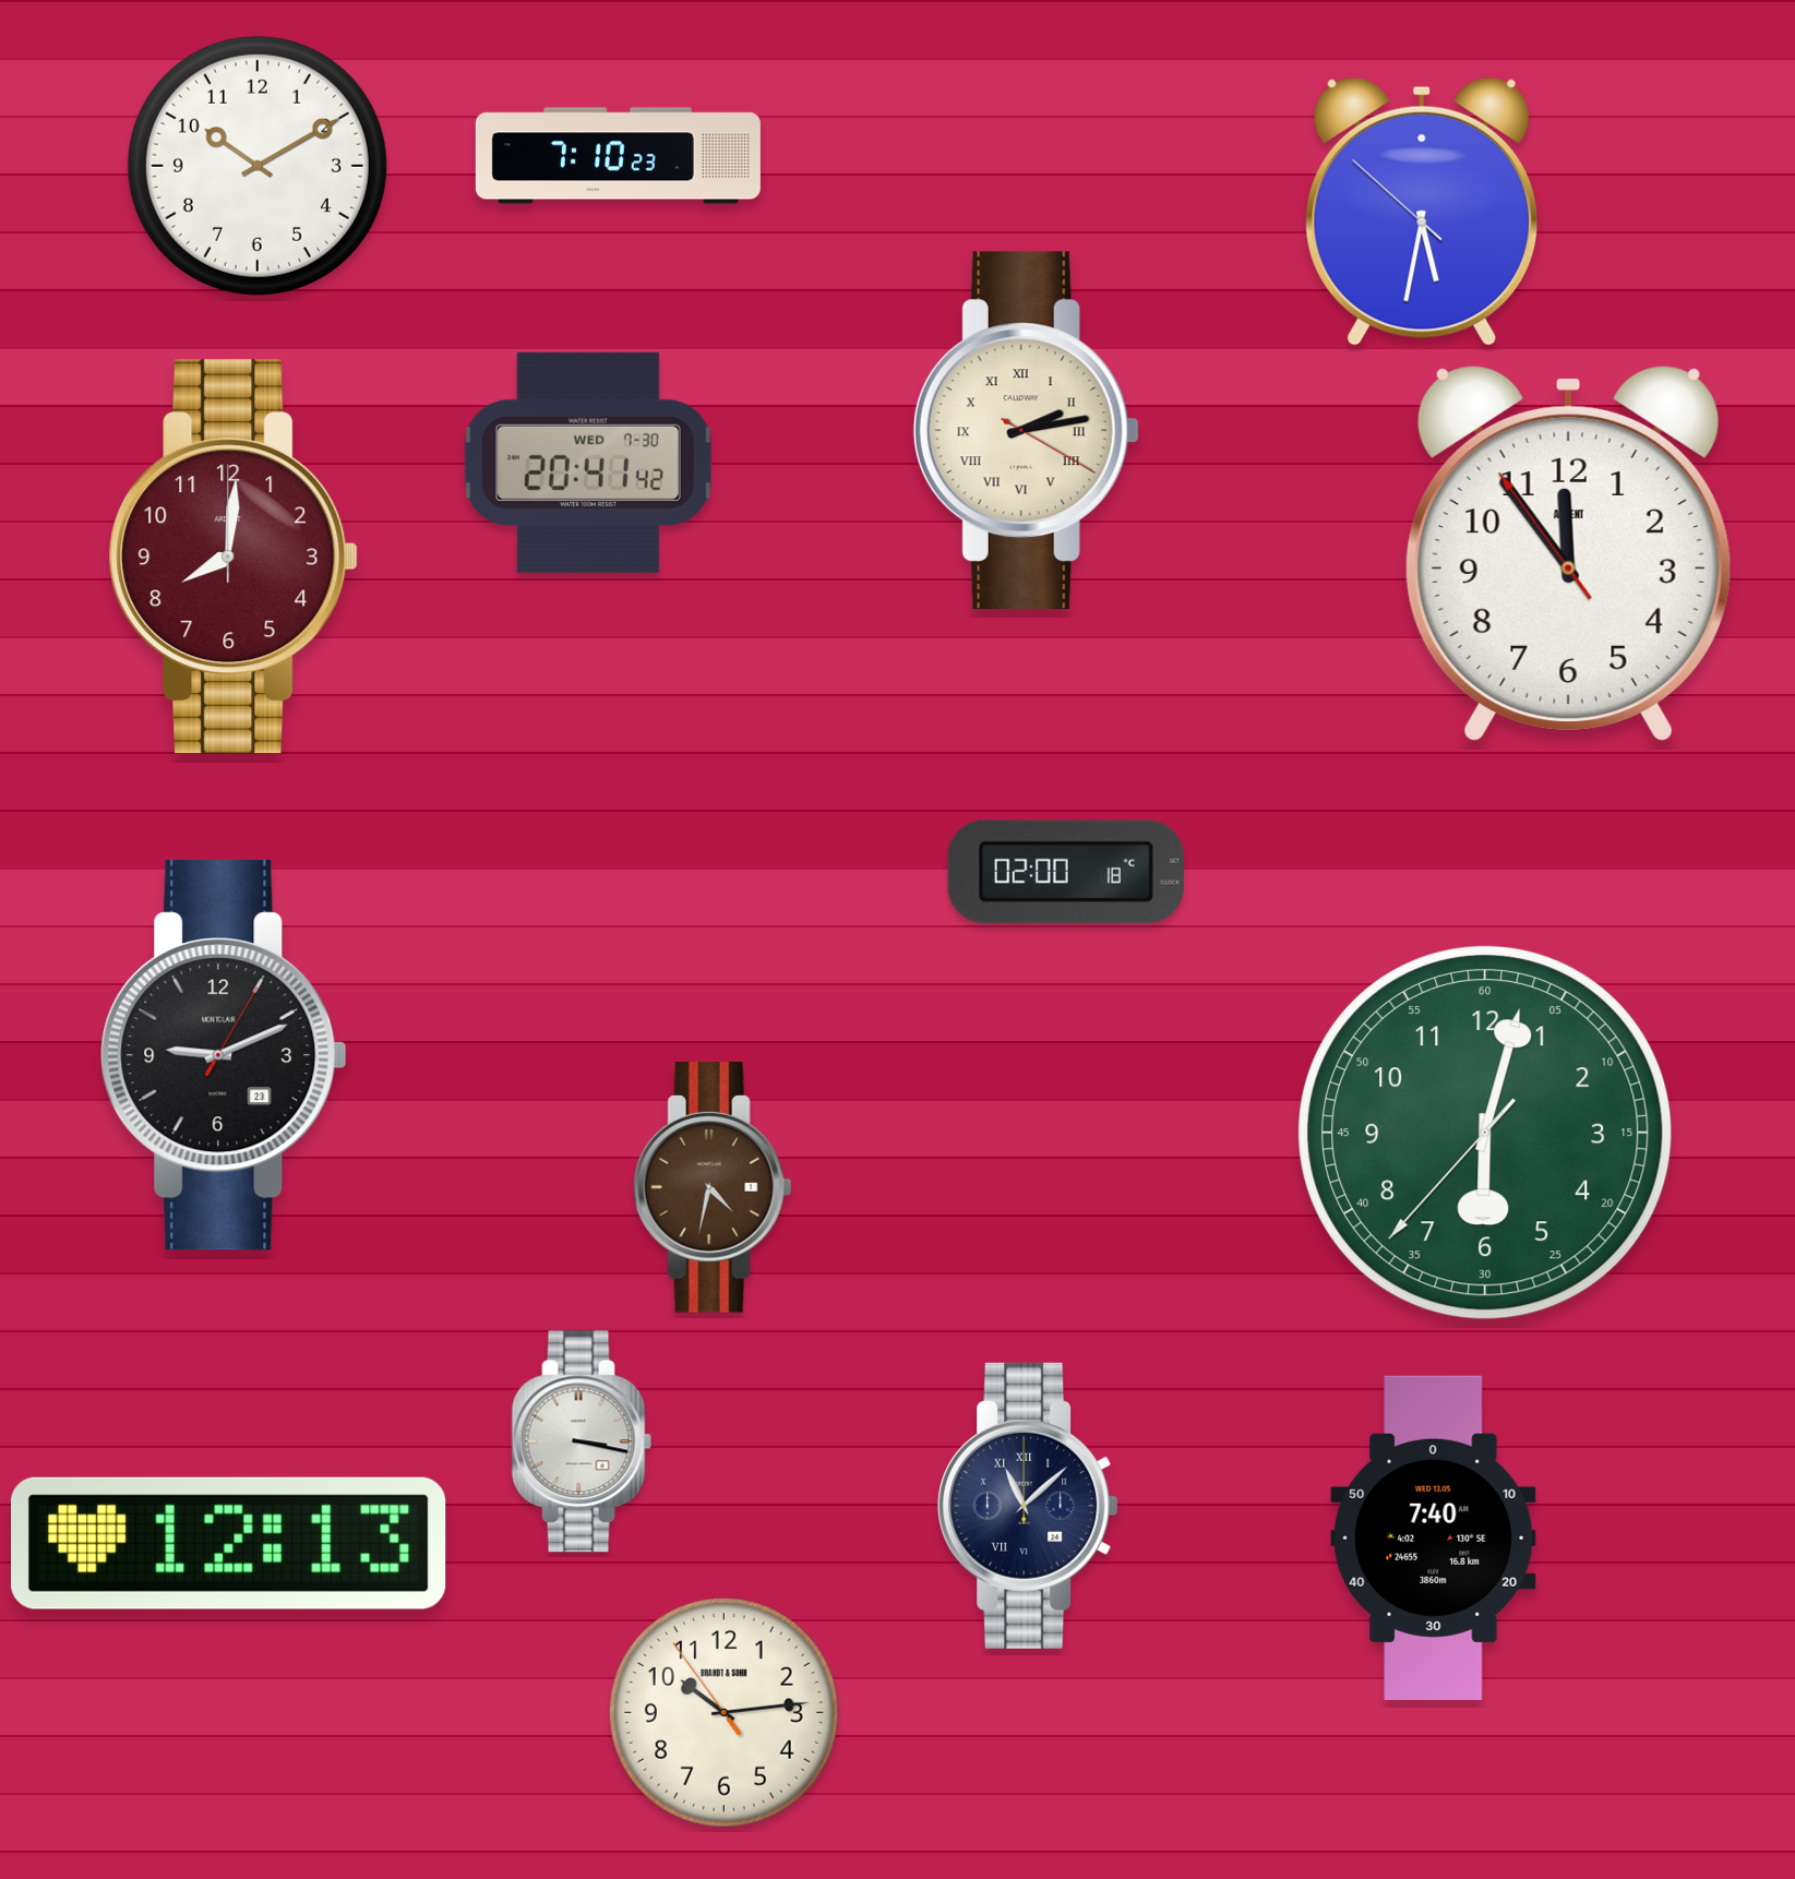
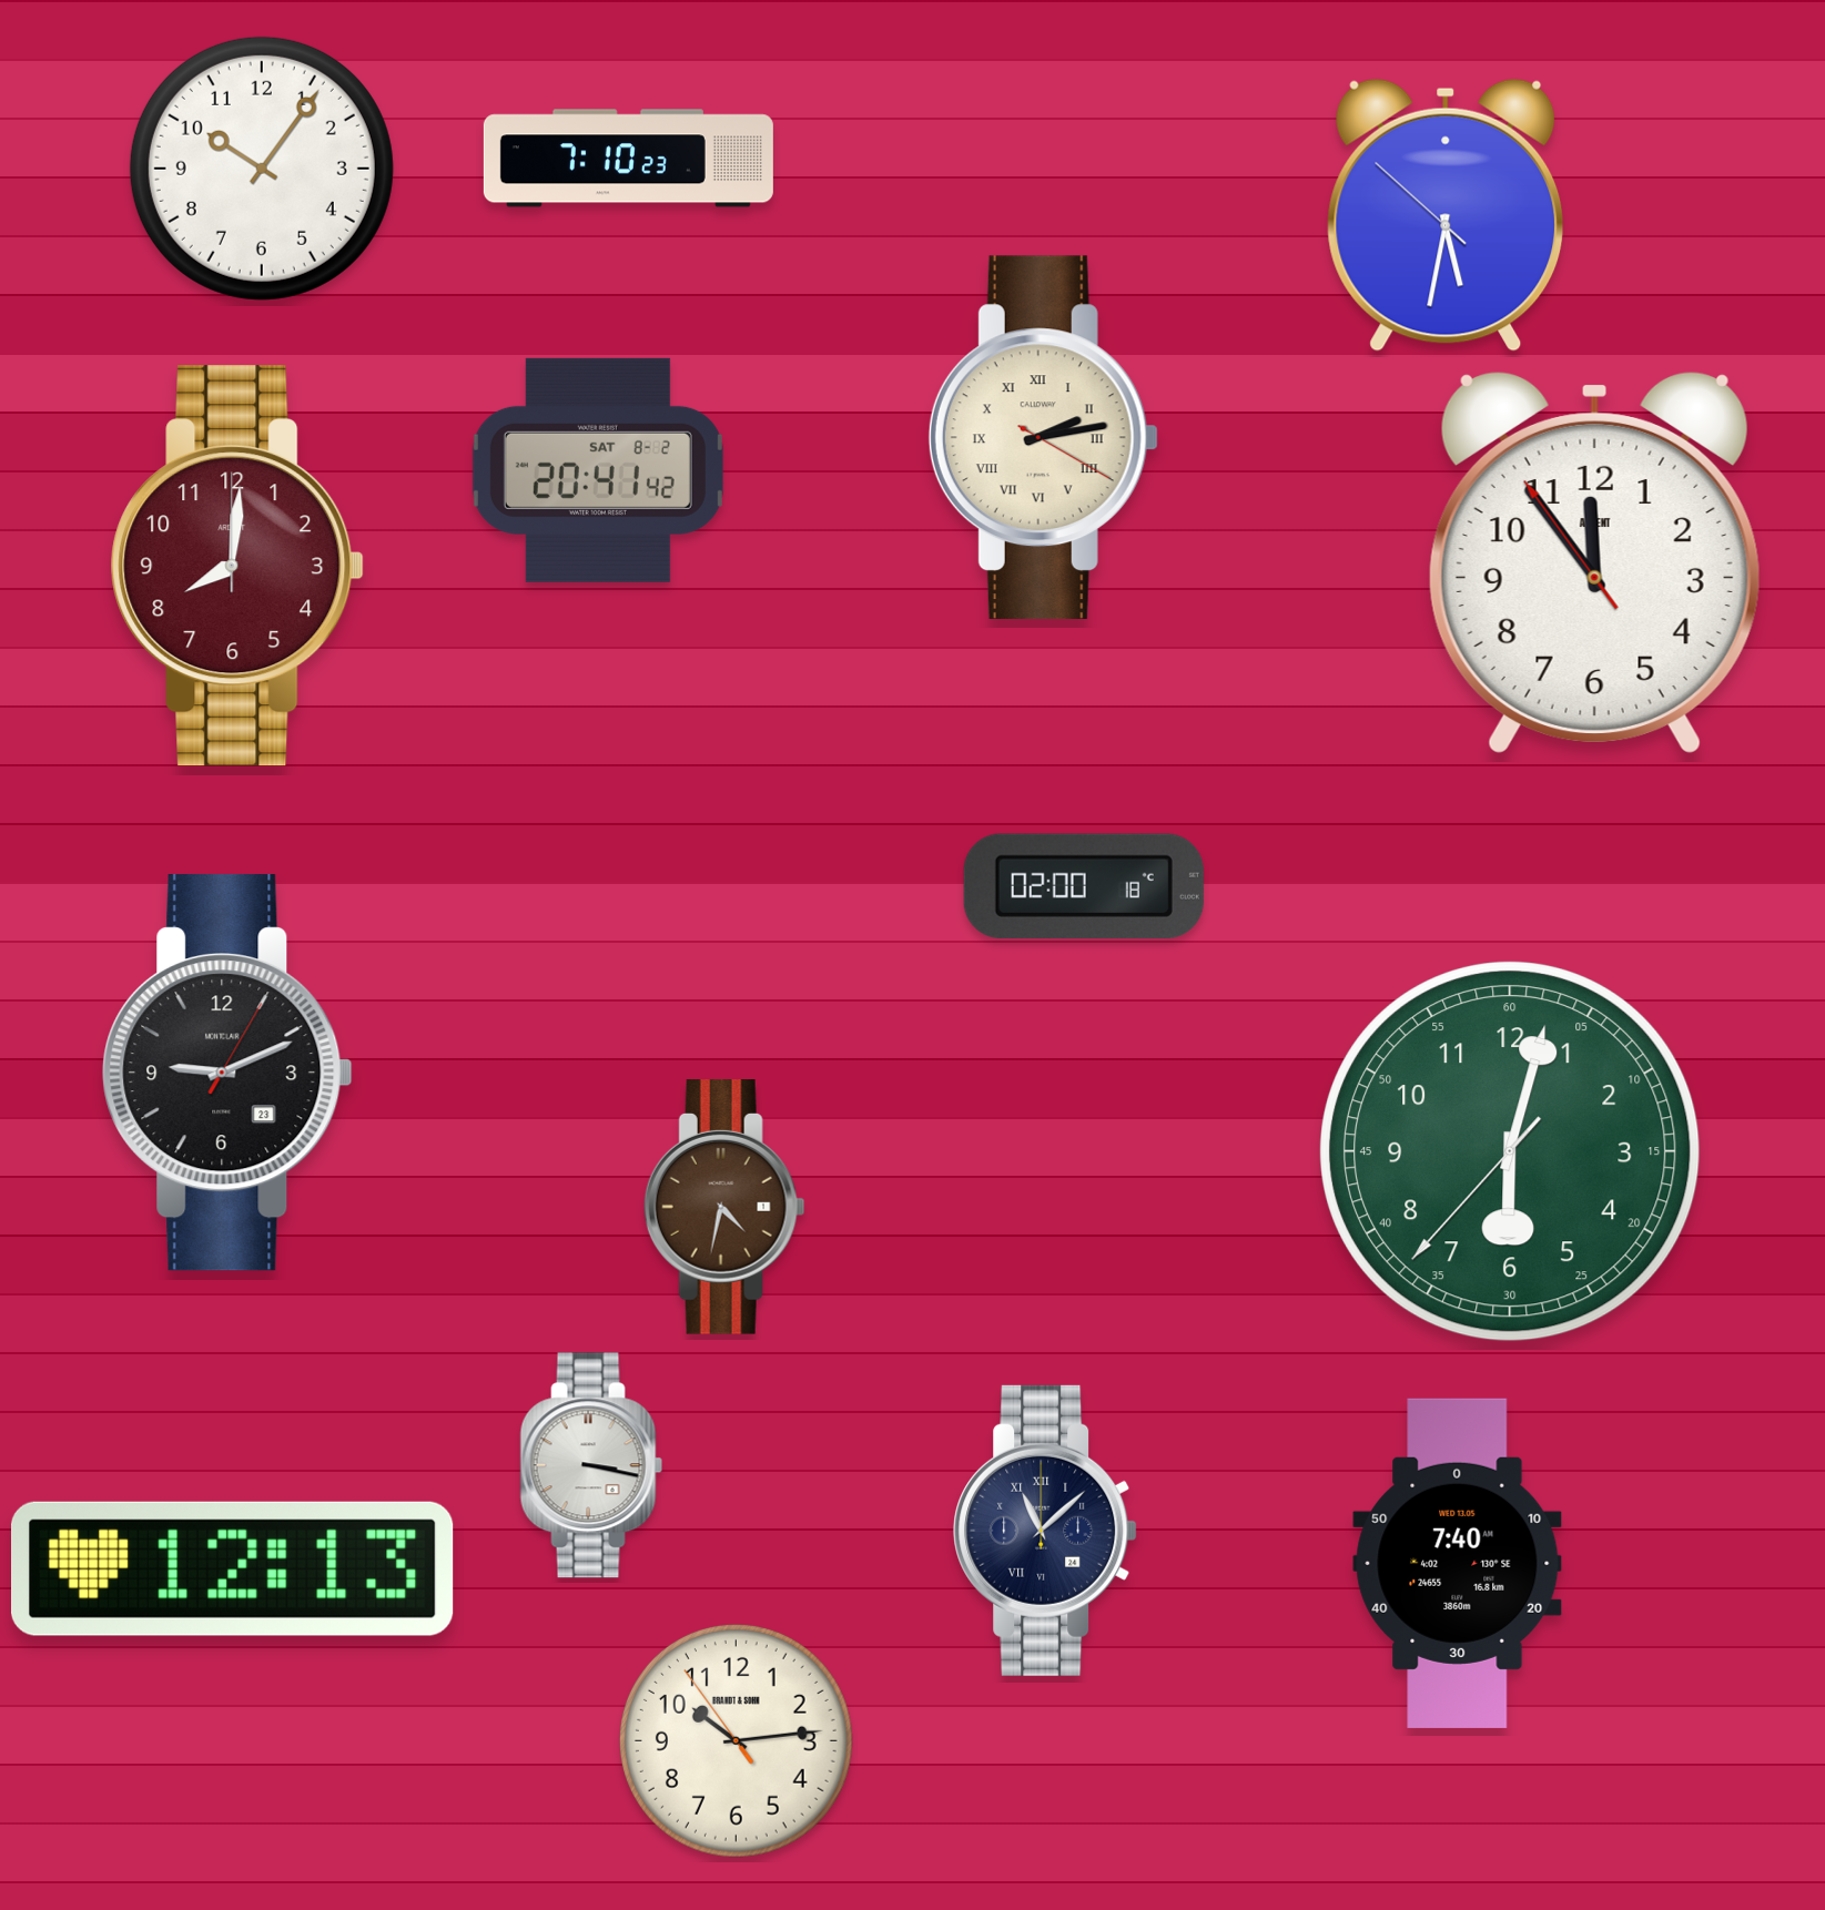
clock at (258, 166): 10:10 -> 10:06
clock at (588, 463) date: WED 7-30 -> SAT 8-2
